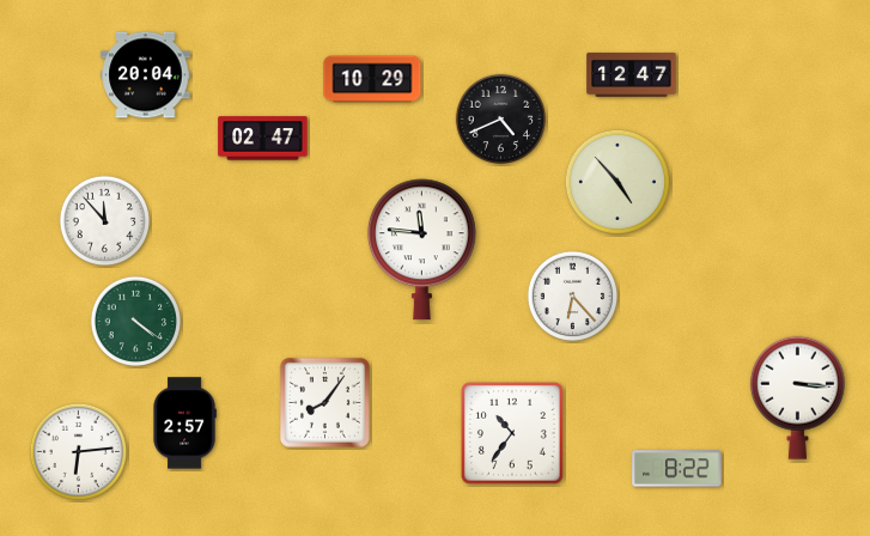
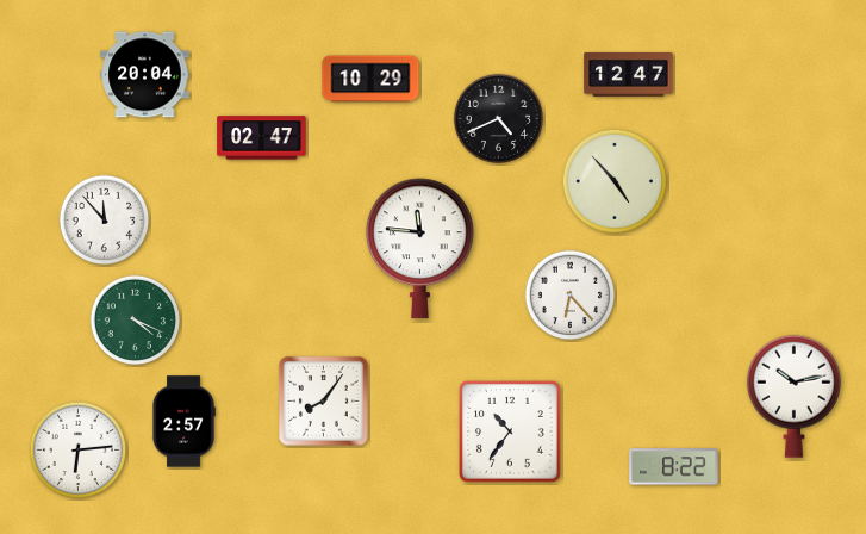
clock at (136, 322): 4:21 -> 4:19
clock at (797, 397): 3:16 -> 10:13
